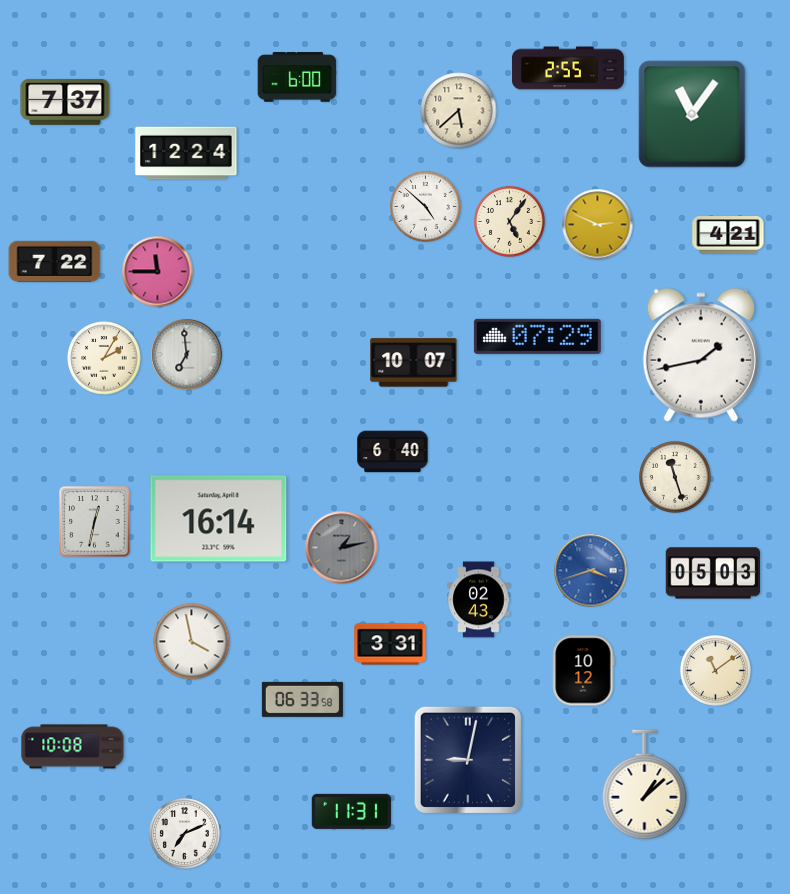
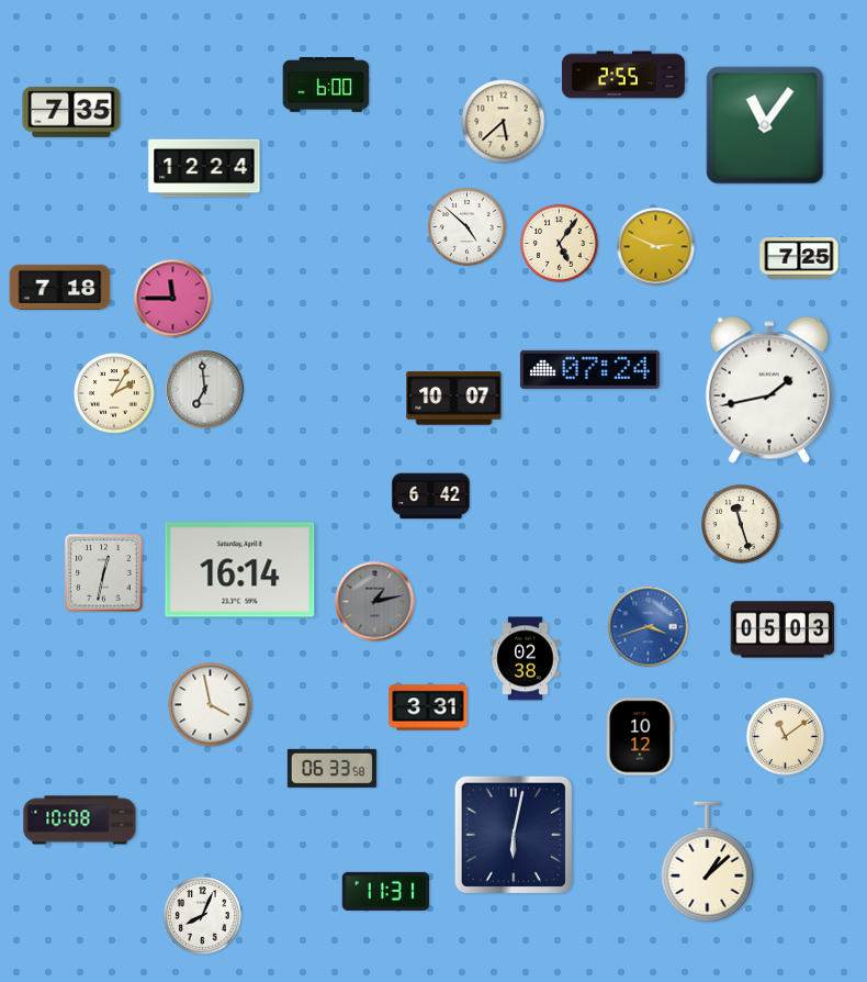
clock at (65, 102): 7:37 -> 7:35
clock at (692, 114) position: (692, 114) -> (765, 125)
clock at (728, 236): 4:21 -> 7:25
clock at (55, 261): 7:22 -> 7:18
clock at (537, 336): 07:29 -> 07:24
clock at (393, 452): 6:40 -> 6:42
clock at (479, 600): 02:43 -> 02:38
clock at (468, 760): 9:02 -> 6:02
clock at (185, 834): 7:11 -> 8:04
